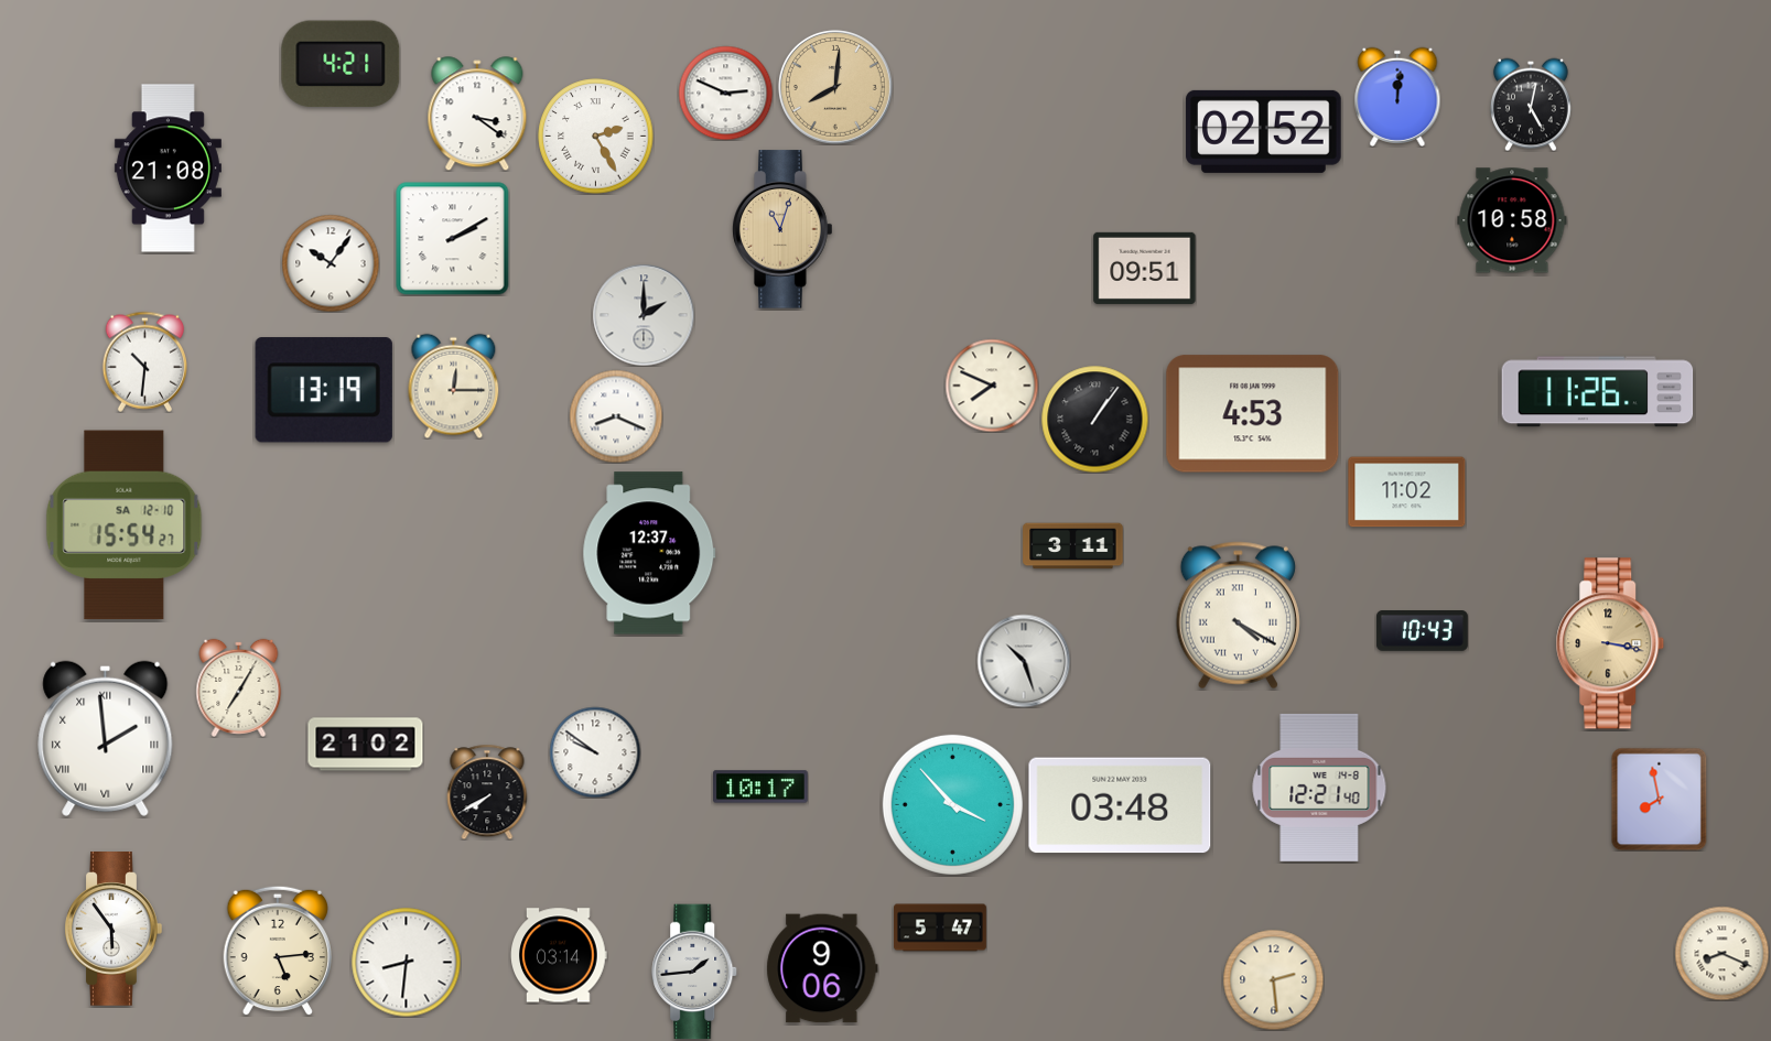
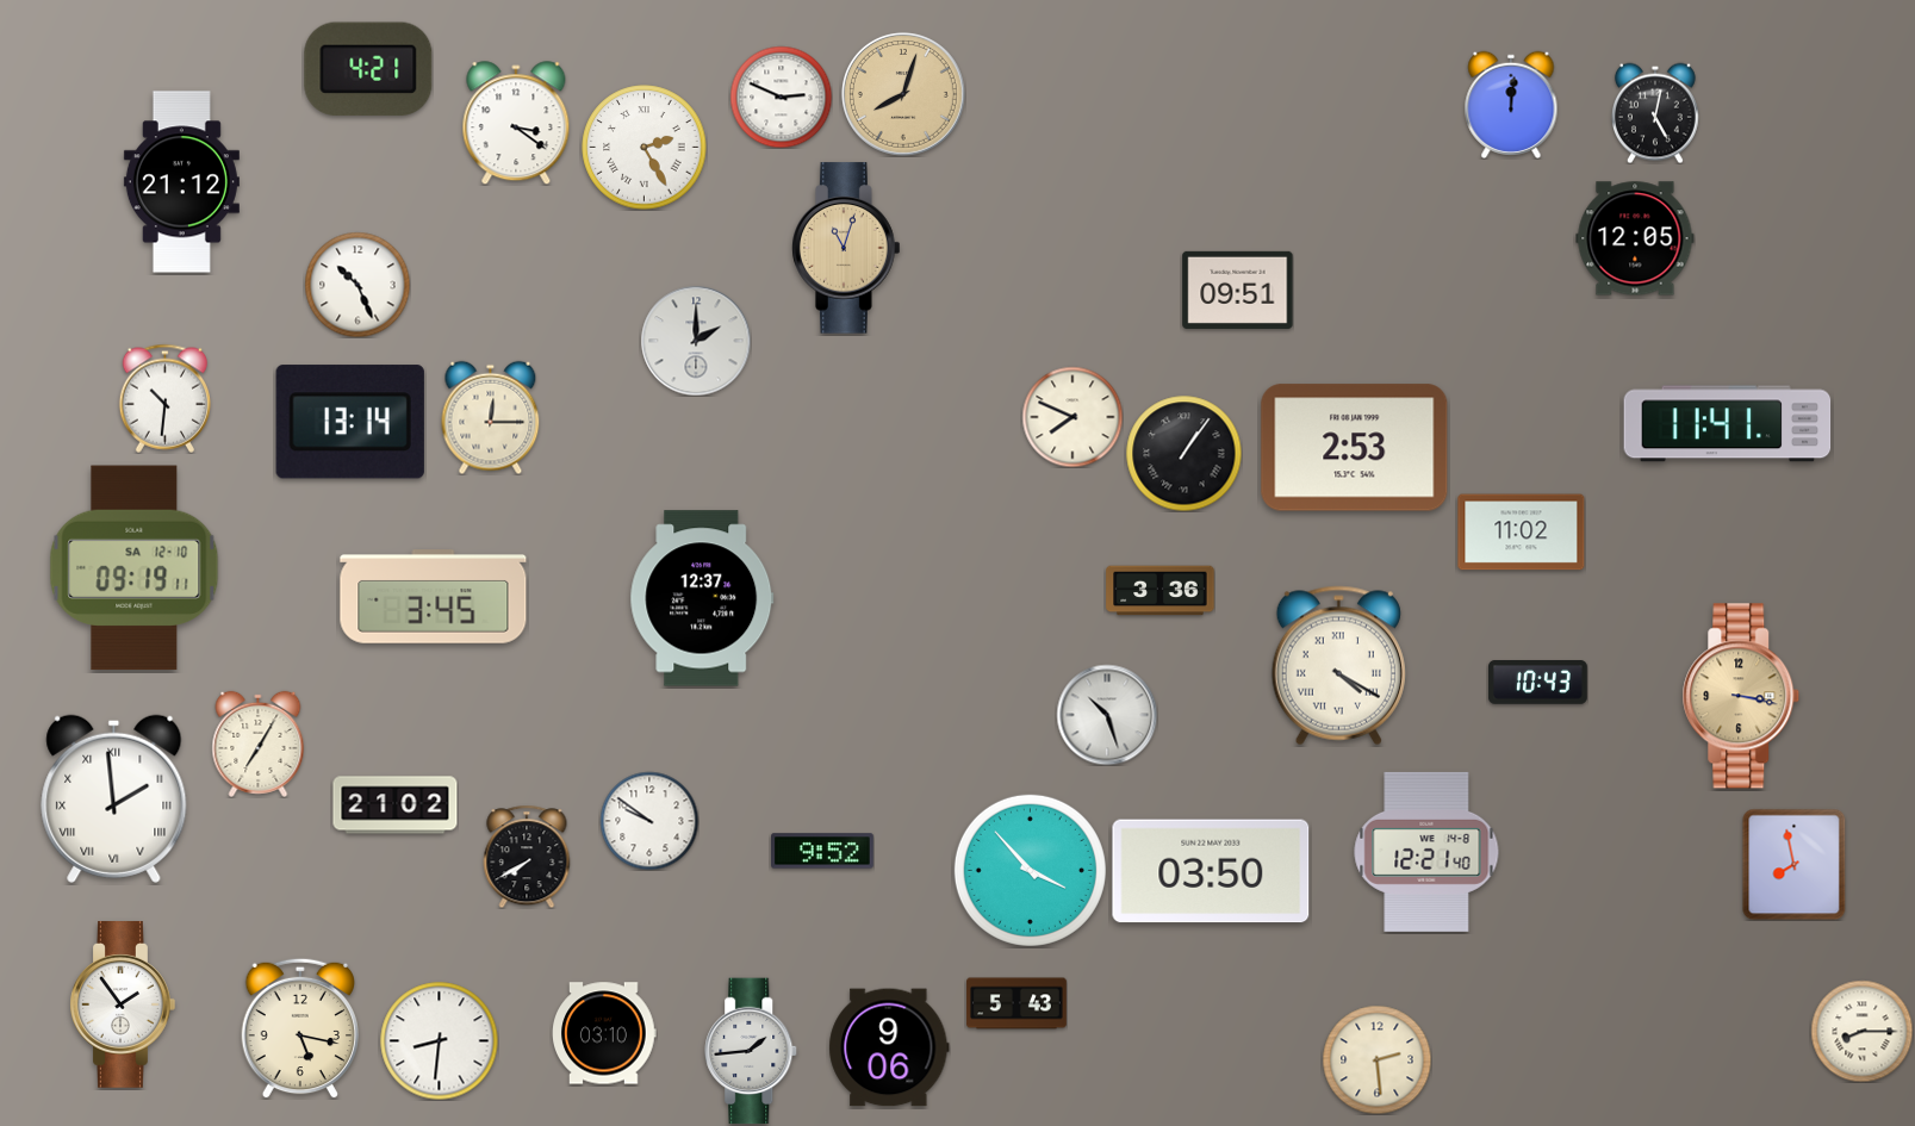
clock at (835, 87): 8:01 -> 8:03
clock at (725, 93) position: (725, 93) -> (781, 97)
clock at (1264, 131): 02:52 -> none
clock at (168, 169): 21:08 -> 21:12
clock at (1512, 220): 10:58 -> 12:05
clock at (453, 239): 2:10 -> none
clock at (331, 263): 10:06 -> 10:26
clock at (144, 361) position: (144, 361) -> (164, 398)
clock at (324, 390): 13:19 -> 13:14
clock at (1598, 392): 11:26 -> 11:41
clock at (1253, 414): 4:53 -> 2:53
clock at (616, 416): 8:19 -> none
clock at (125, 525): 15:54 -> 09:19
clock at (1073, 546): 3:11 -> 3:36
clock at (434, 597): none -> 3:45
clock at (595, 752) position: (595, 752) -> (649, 821)
clock at (760, 787): 10:17 -> 9:52
clock at (1120, 805): 03:48 -> 03:50
clock at (940, 928): 5:47 -> 5:43
clock at (114, 930): 5:54 -> 1:54
clock at (278, 951): 5:14 -> 5:17
clock at (1721, 953): 8:19 -> 8:15
clock at (559, 955): 03:14 -> 03:10
